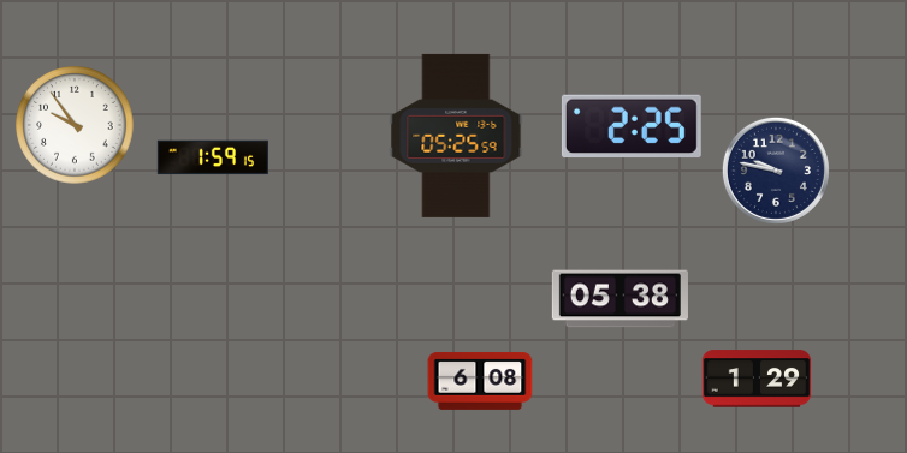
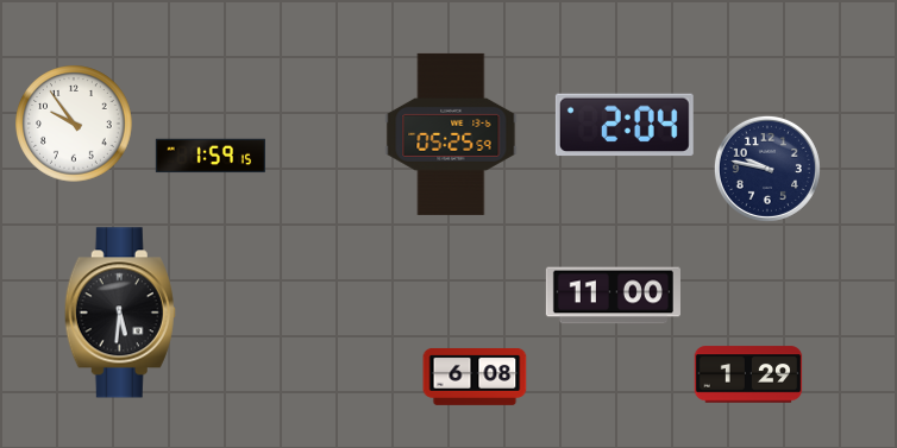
clock at (632, 126): 2:25 -> 2:04
clock at (620, 299): 05:38 -> 11:00
clock at (120, 313): none -> 5:31
